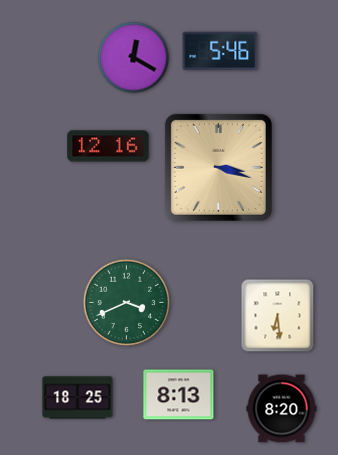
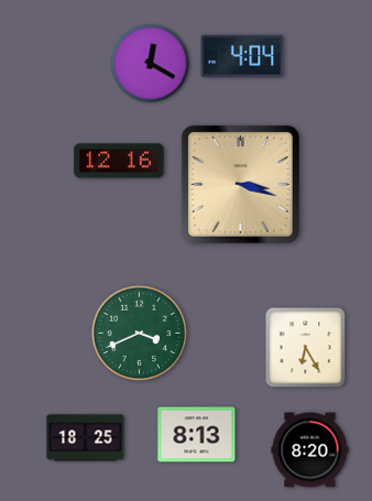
clock at (220, 51): 5:46 -> 4:04
clock at (134, 58) position: (134, 58) -> (151, 64)
clock at (278, 316): 6:29 -> 6:25
